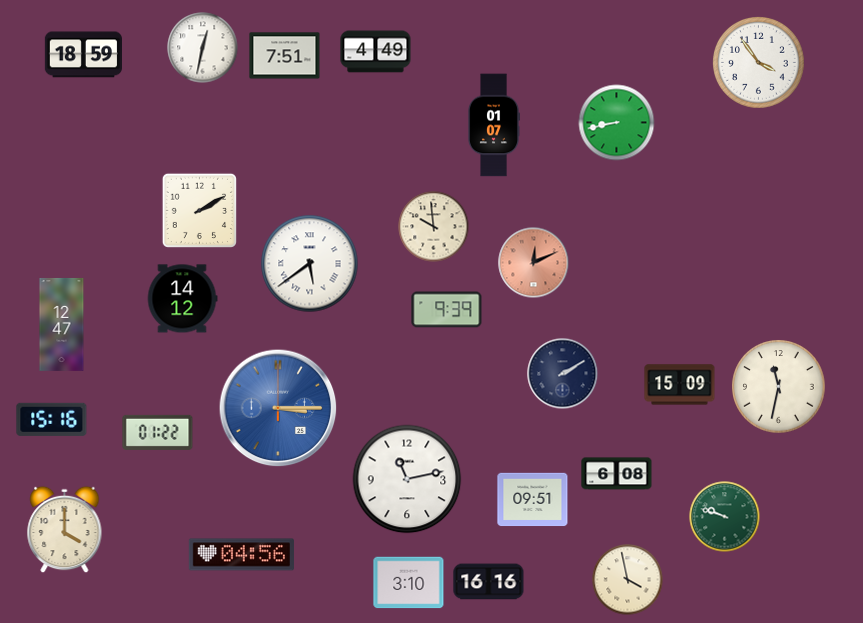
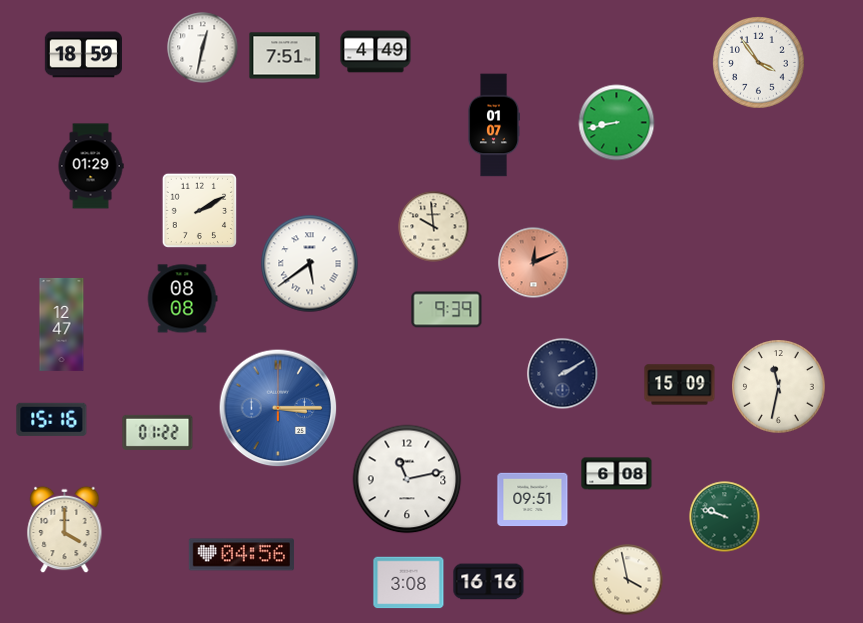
clock at (91, 166): none -> 01:29
clock at (182, 299): 14:12 -> 08:08
clock at (409, 583): 3:10 -> 3:08
